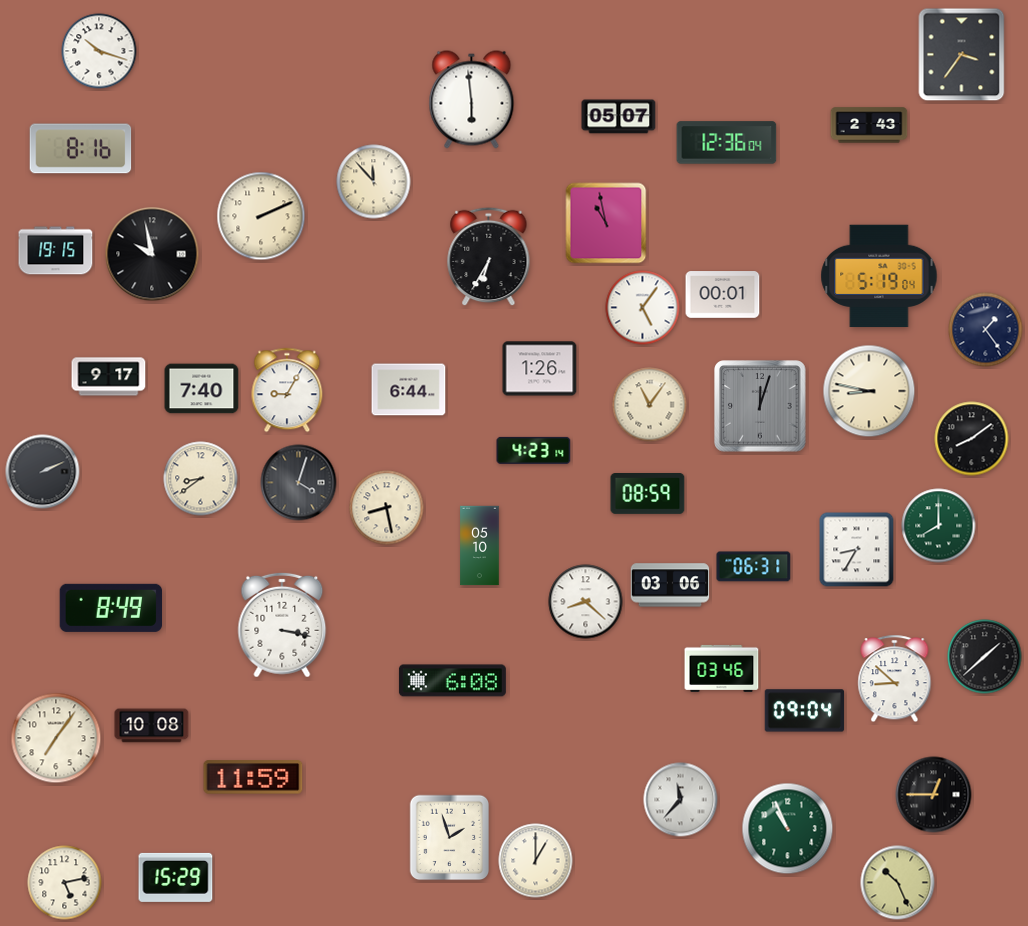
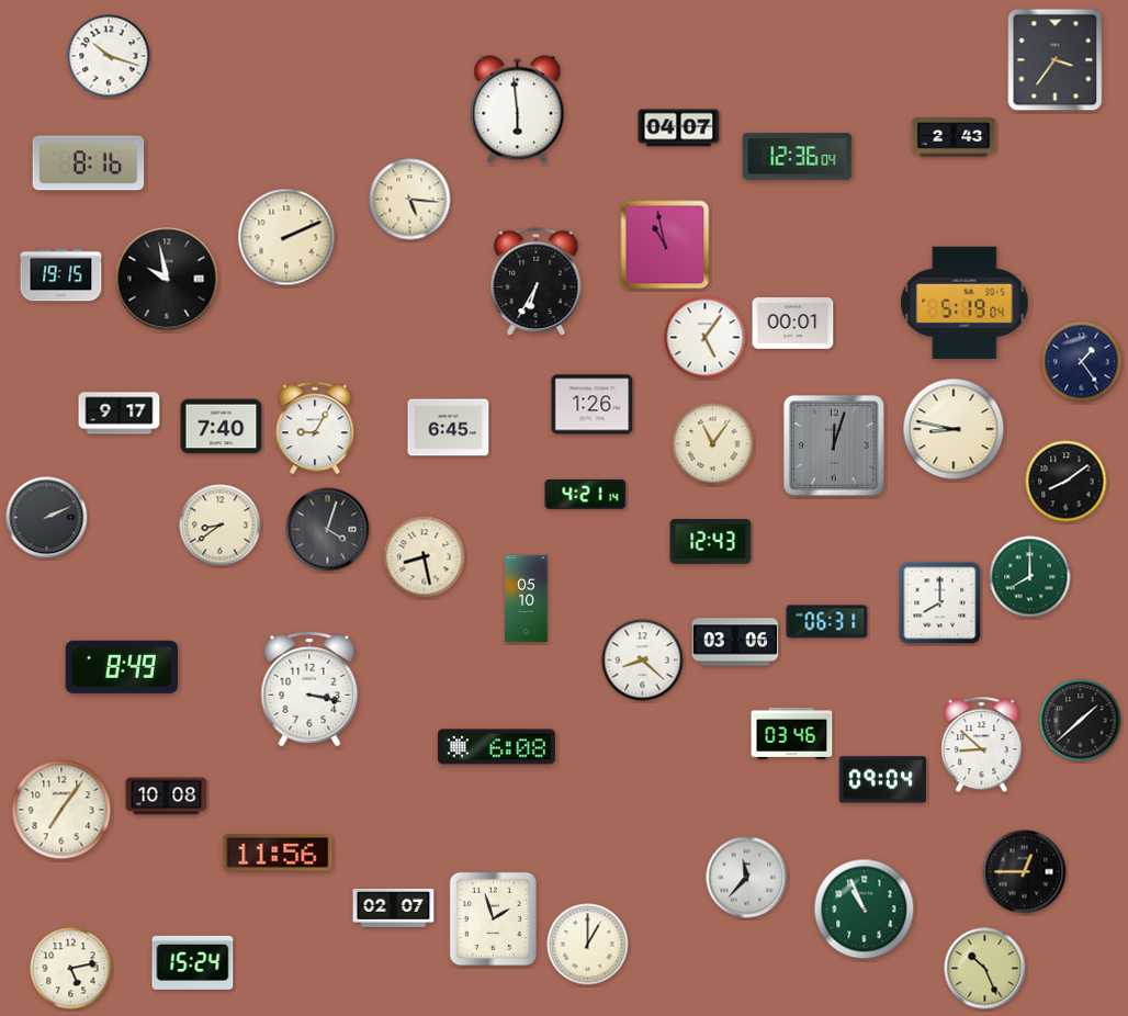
clock at (619, 117): 05:07 -> 04:07
clock at (374, 182): 11:53 -> 5:16
clock at (409, 390): 6:44 -> 6:45
clock at (534, 450): 4:23 -> 4:21
clock at (648, 494): 08:59 -> 12:43
clock at (857, 550): 8:35 -> 8:00
clock at (282, 625) position: (282, 625) -> (309, 689)
clock at (253, 777): 11:59 -> 11:56
clock at (394, 907): none -> 02:07
clock at (176, 877): 15:29 -> 15:24
